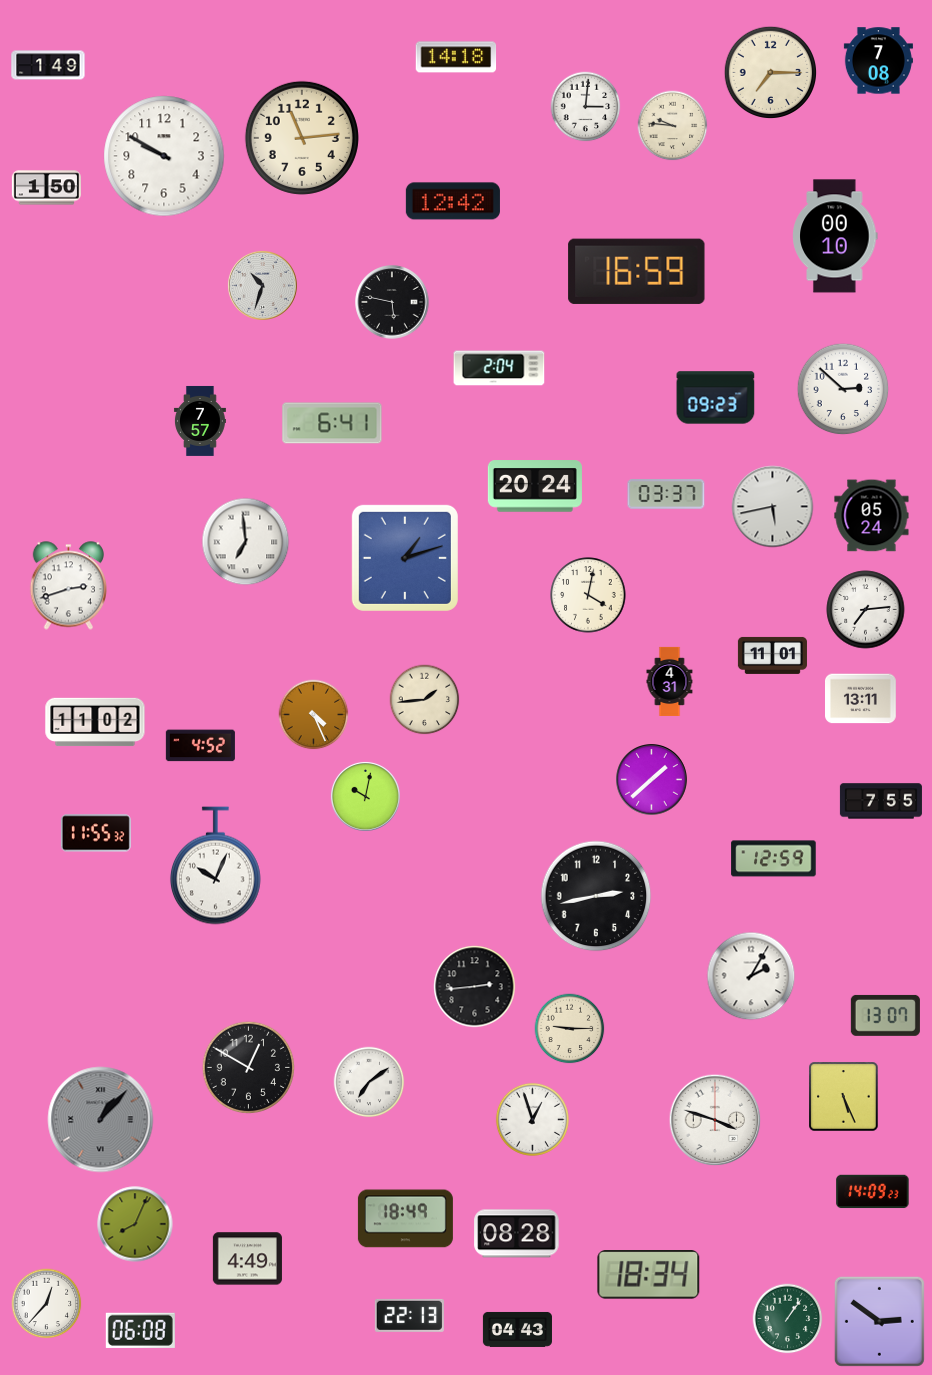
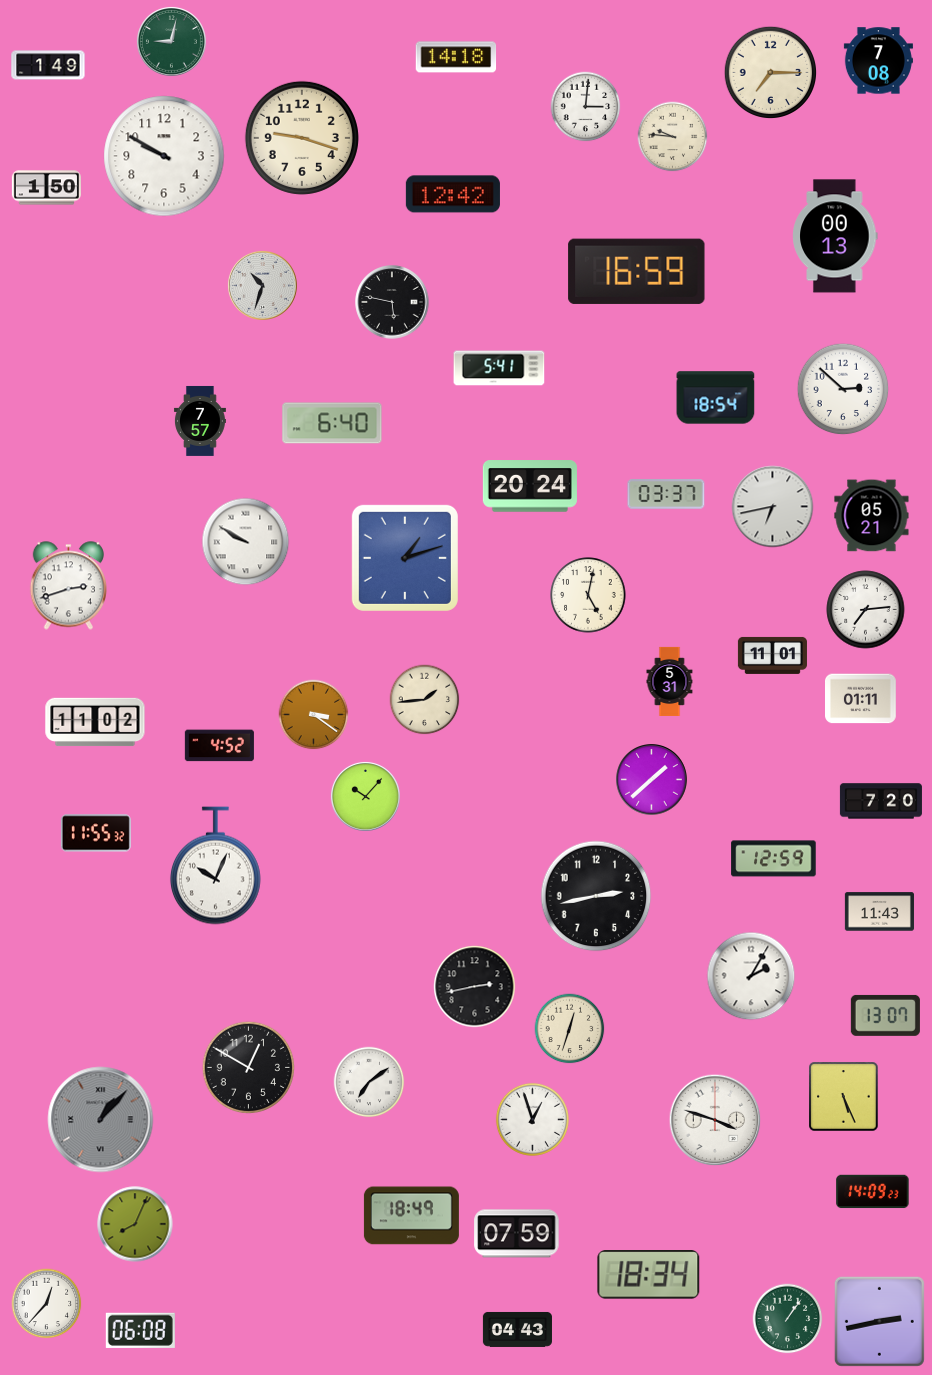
clock at (171, 41): none -> 9:02
clock at (673, 126) position: (673, 126) -> (673, 137)
clock at (302, 138): 11:14 -> 9:18
clock at (453, 201) position: (453, 201) -> (453, 194)
clock at (835, 236): 00:10 -> 00:13
clock at (499, 368): 2:04 -> 5:41
clock at (716, 398): 09:23 -> 18:54
clock at (332, 423): 6:41 -> 6:40
clock at (535, 486) position: (535, 486) -> (530, 486)
clock at (773, 507): 5:43 -> 6:43
clock at (872, 516): 05:24 -> 05:21
clock at (246, 542): 6:59 -> 9:50
clock at (588, 595): 4:02 -> 5:02
clock at (670, 681): 4:31 -> 5:31
clock at (861, 699): 13:11 -> 01:11
clock at (314, 715): 4:26 -> 3:21
clock at (200, 746) position: (200, 746) -> (219, 746)
clock at (365, 796): 10:02 -> 10:07
clock at (881, 801): 7:55 -> 7:20
clock at (879, 912): none -> 11:43
clock at (475, 987): 2:44 -> 2:43
clock at (570, 1029): 9:15 -> 12:33
clock at (405, 1219) position: (405, 1219) -> (411, 1216)
clock at (517, 1234): 08:28 -> 07:59
clock at (247, 1259): 4:49 -> none
clock at (409, 1315): 22:13 -> none
clock at (879, 1321): 2:51 -> 2:43
